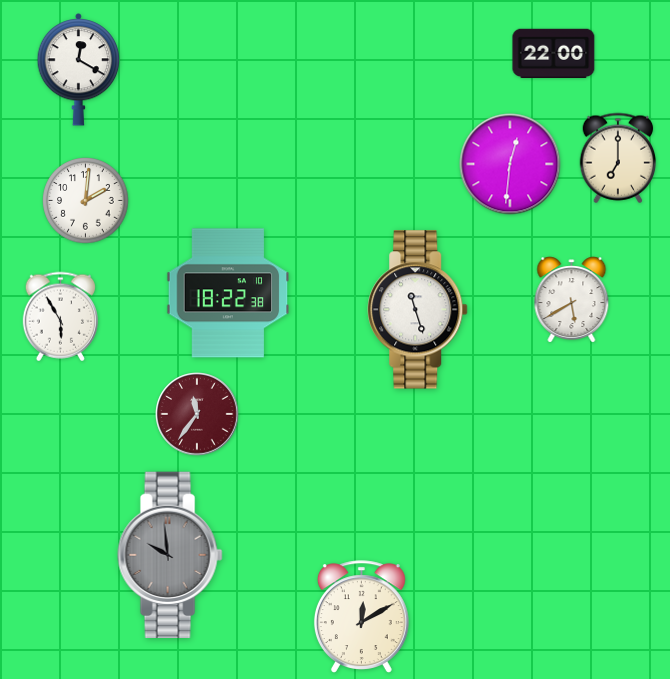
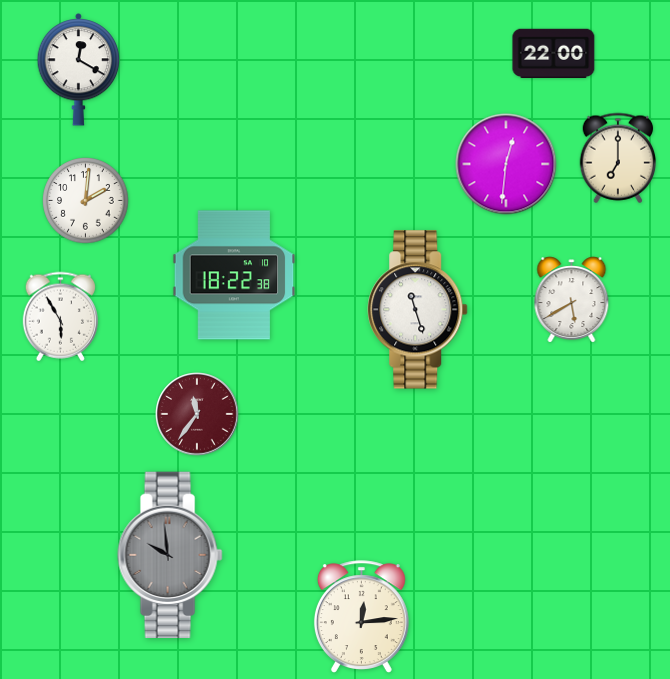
clock at (510, 164) position: (510, 164) -> (506, 164)
clock at (228, 293) position: (228, 293) -> (234, 275)
clock at (361, 617): 12:10 -> 12:14
